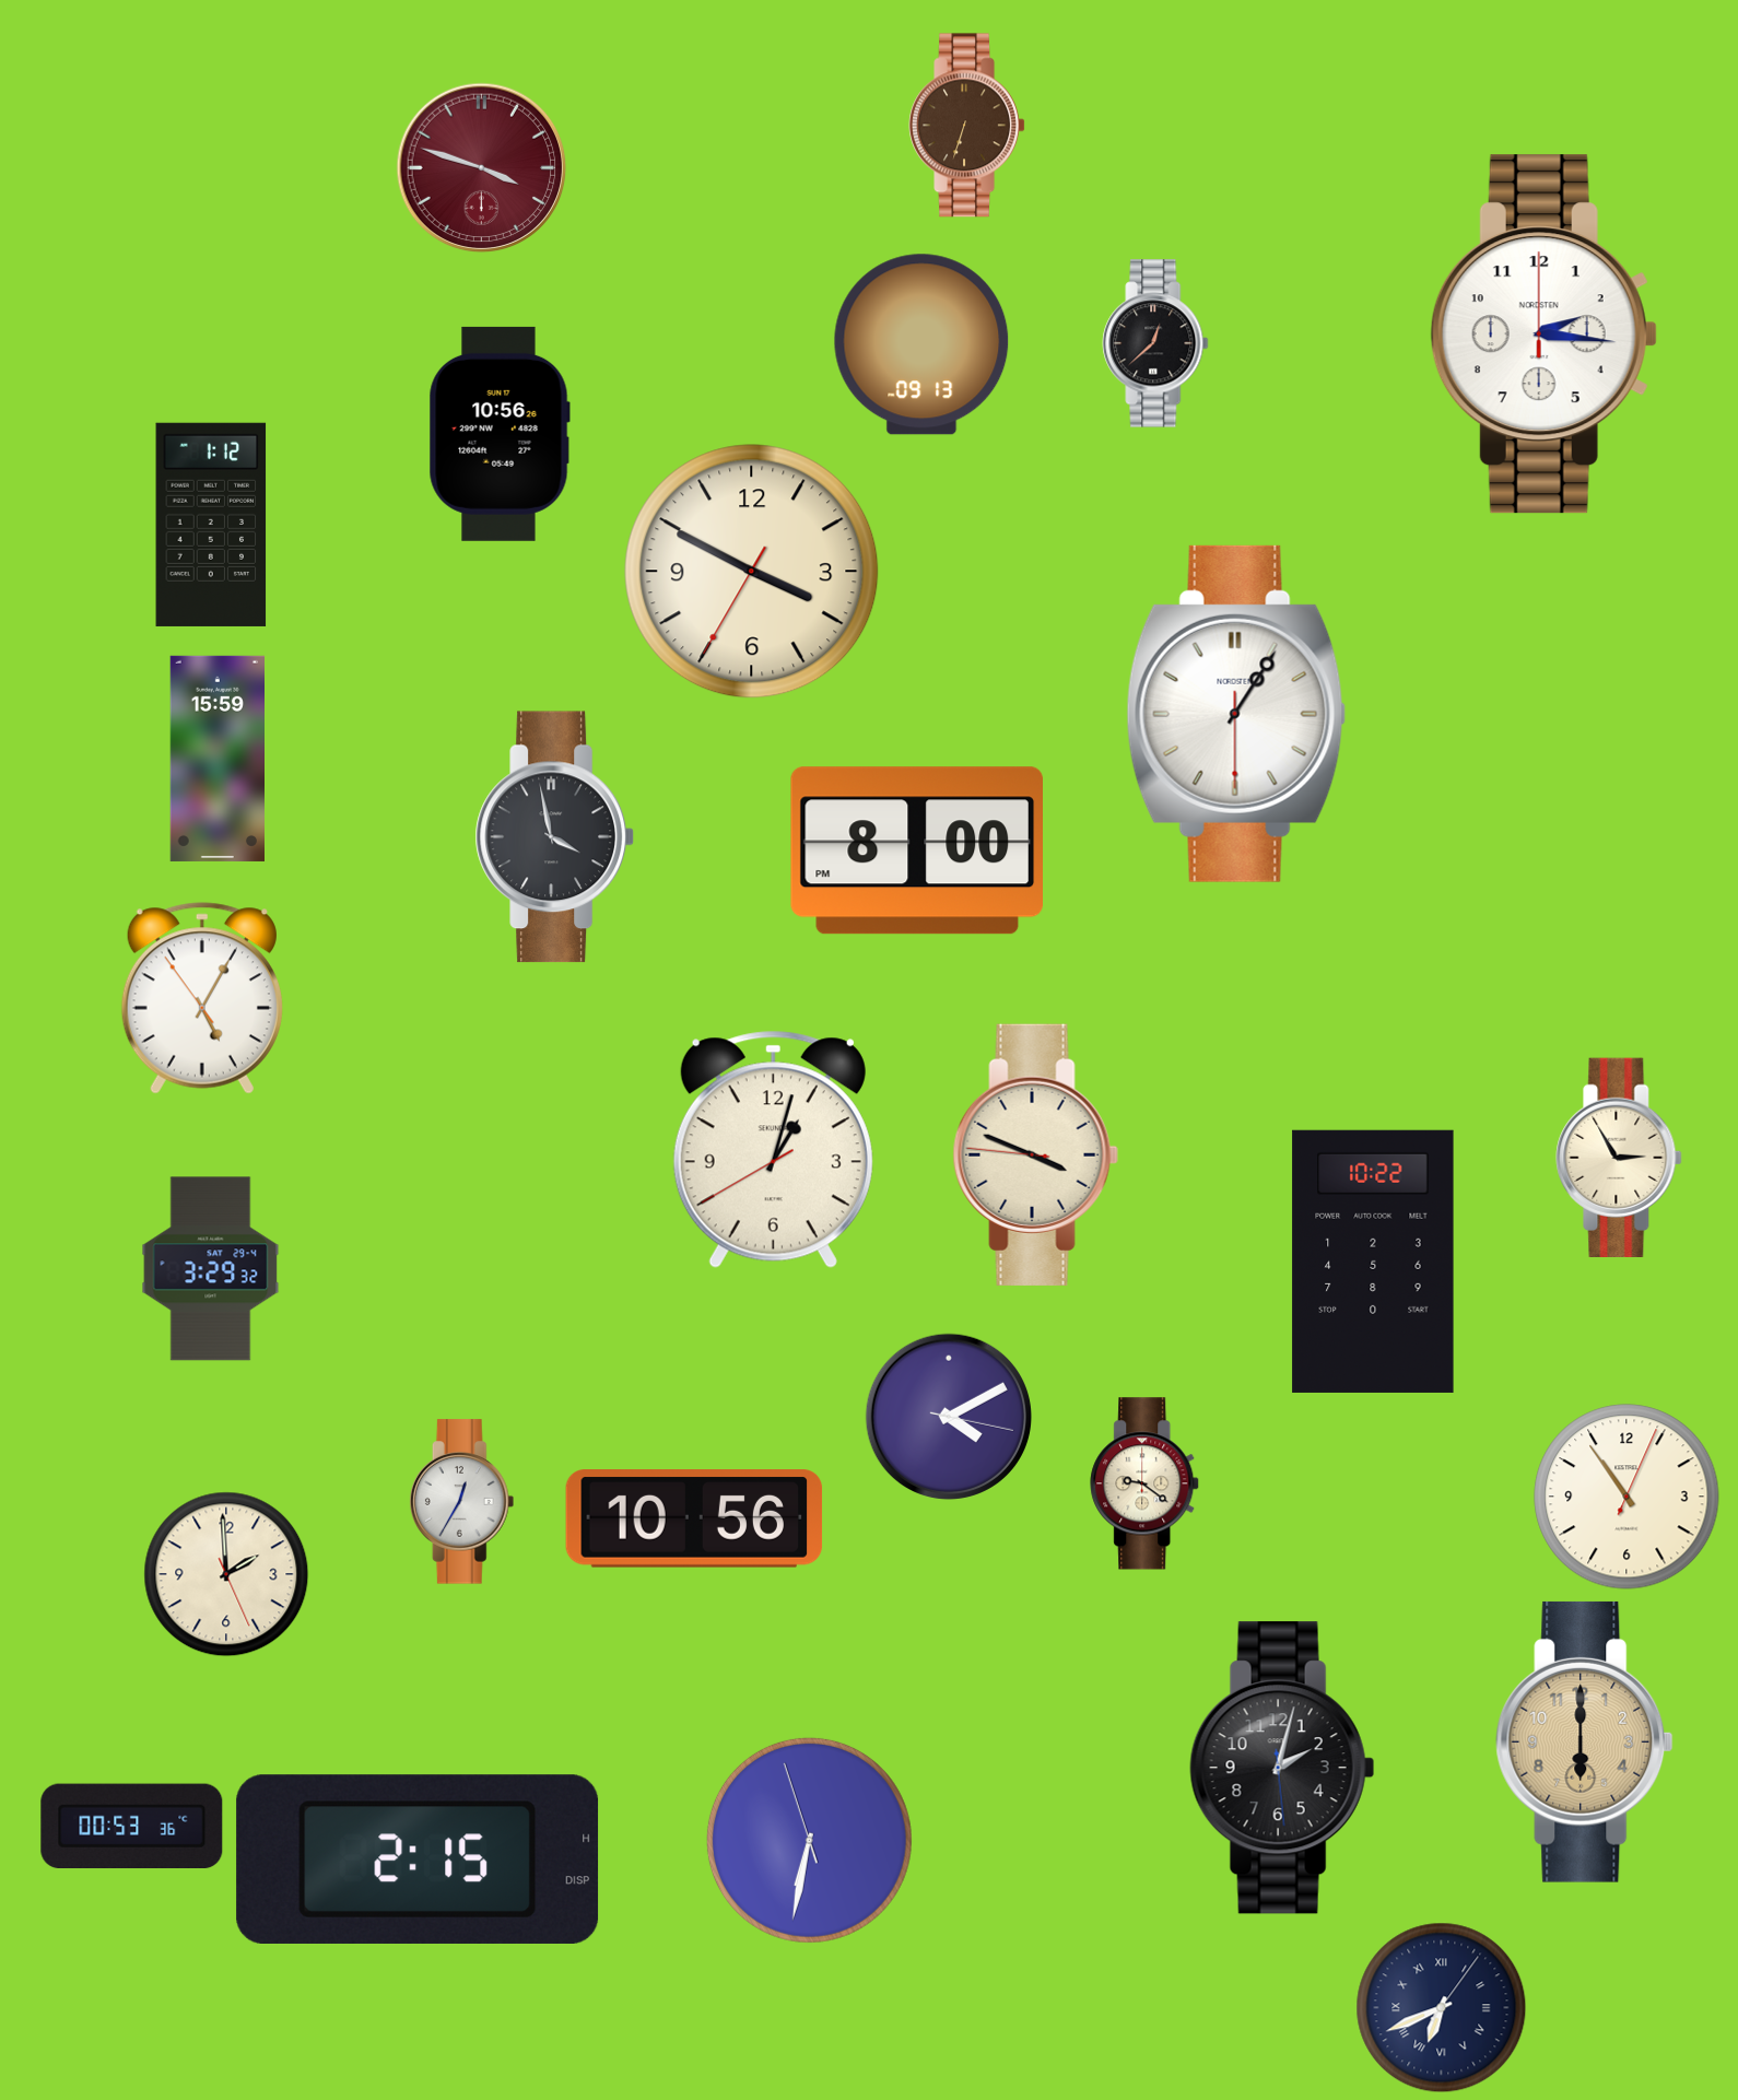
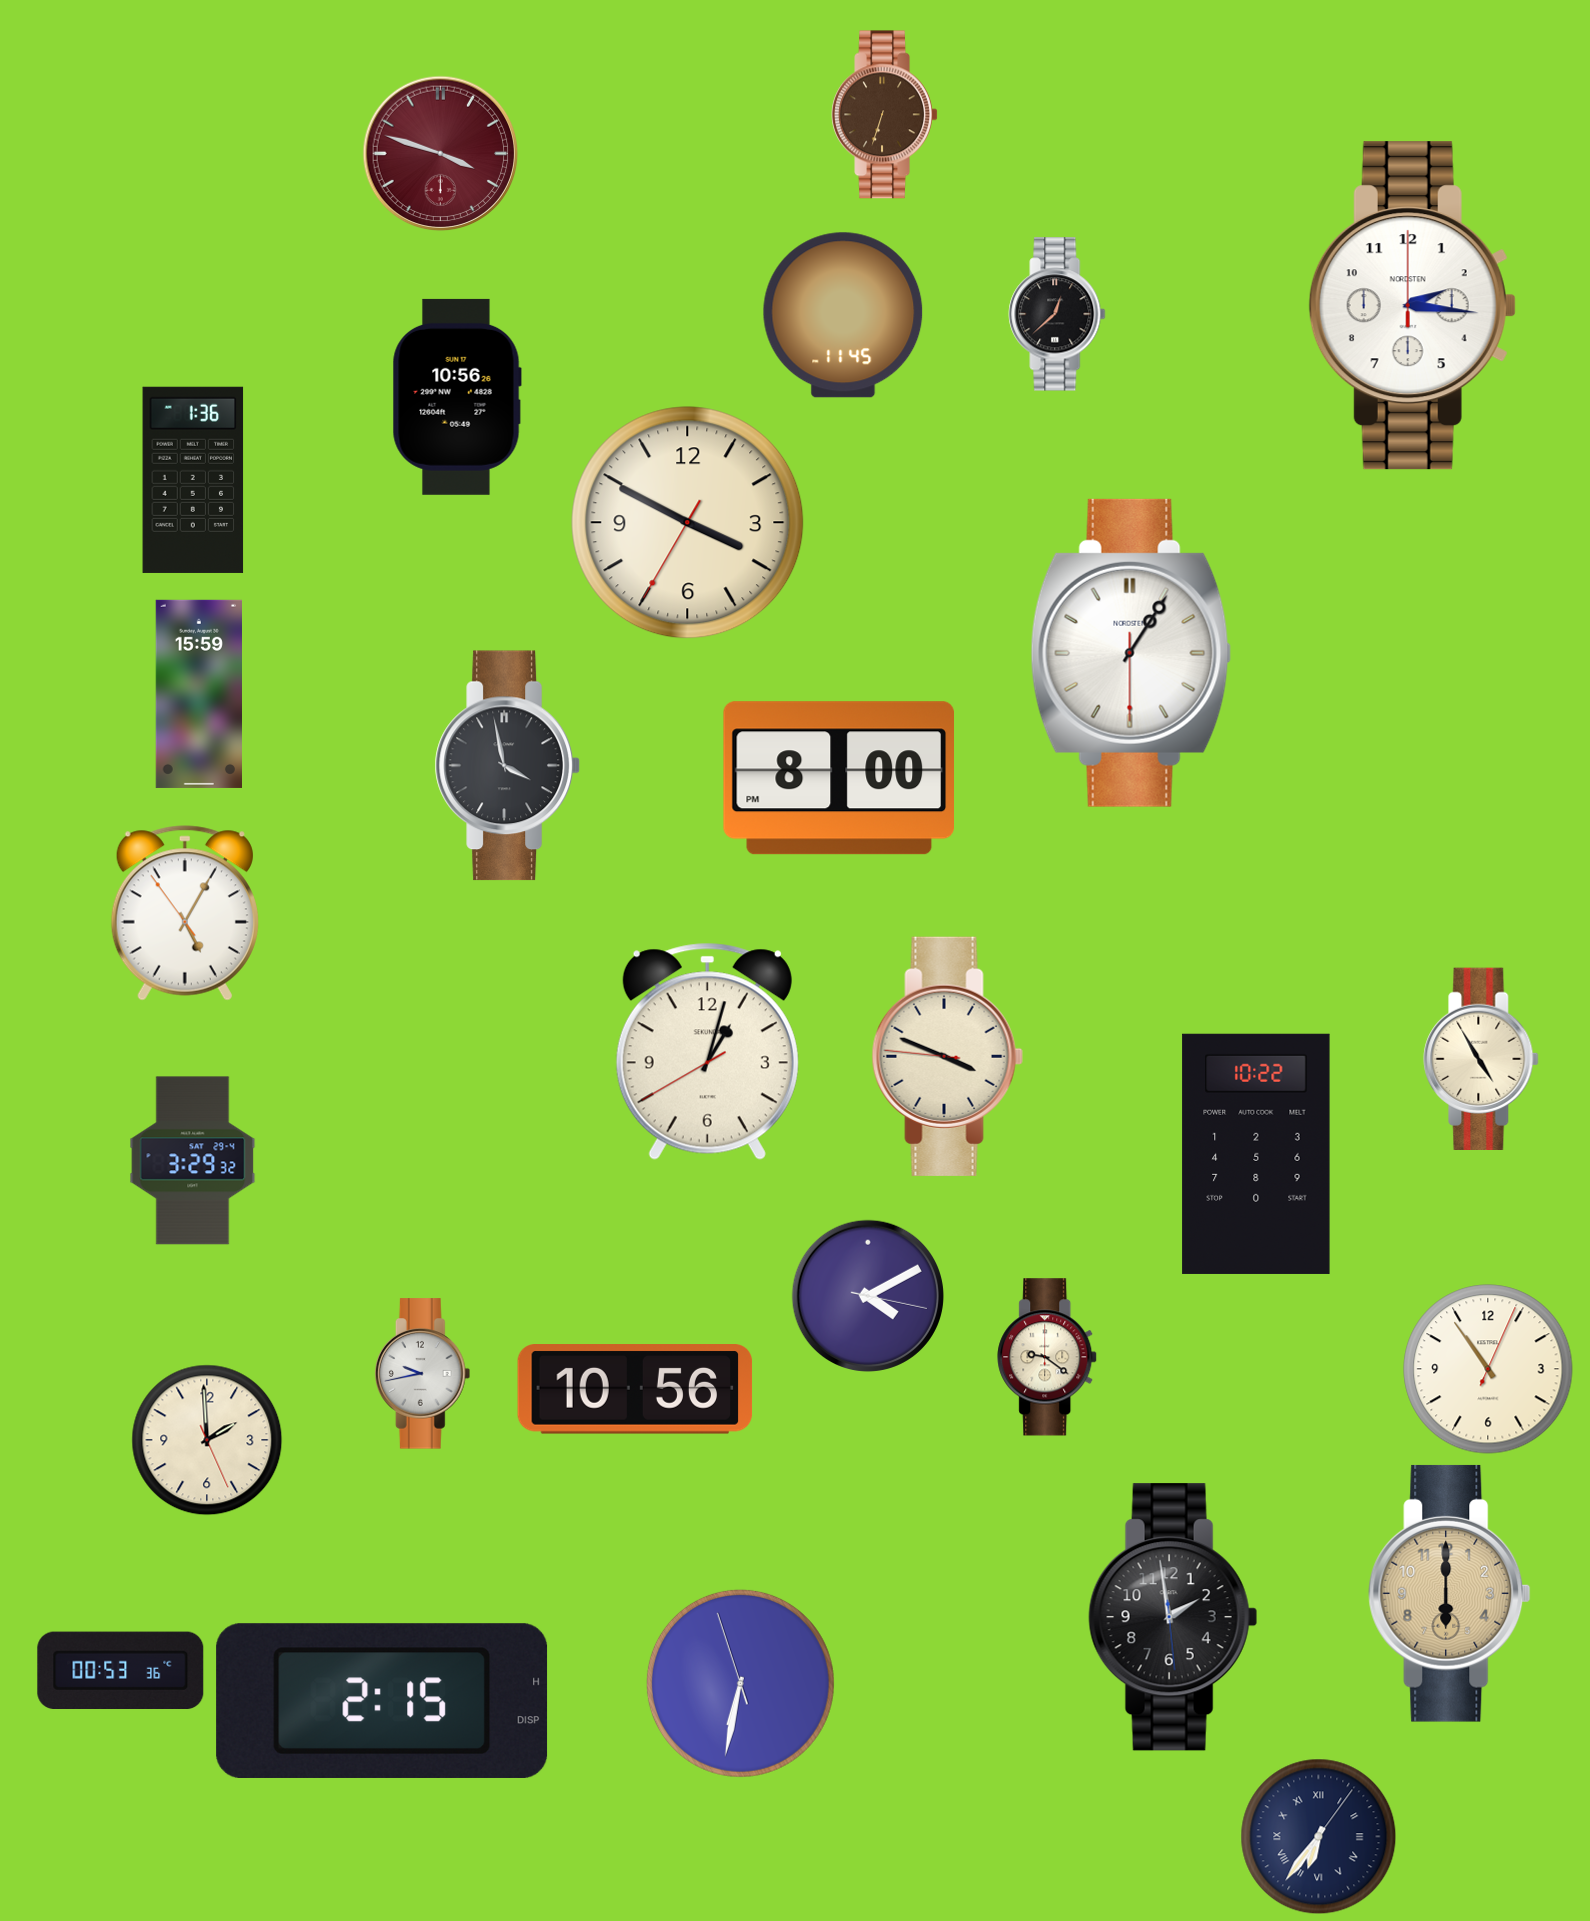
clock at (921, 344): 09:13 -> 11:45
clock at (211, 525): 1:12 -> 1:36
clock at (1619, 1157): 2:55 -> 4:55
clock at (462, 1502): 12:35 -> 9:43
clock at (1282, 1768): 2:02 -> 1:58
clock at (1442, 2008): 6:41 -> 6:36
